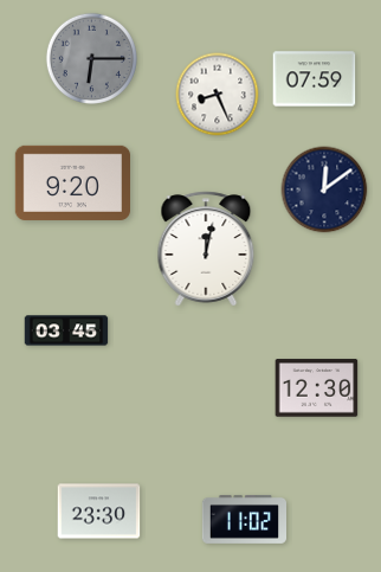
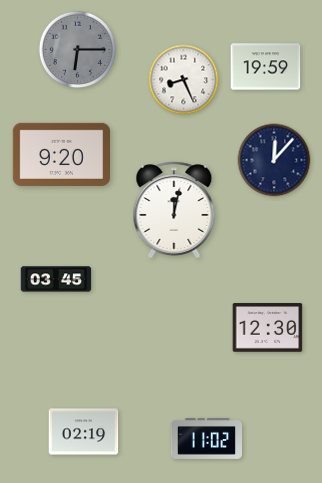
clock at (315, 79): 07:59 -> 19:59
clock at (324, 189): 12:09 -> 12:07
clock at (99, 512): 23:30 -> 02:19
